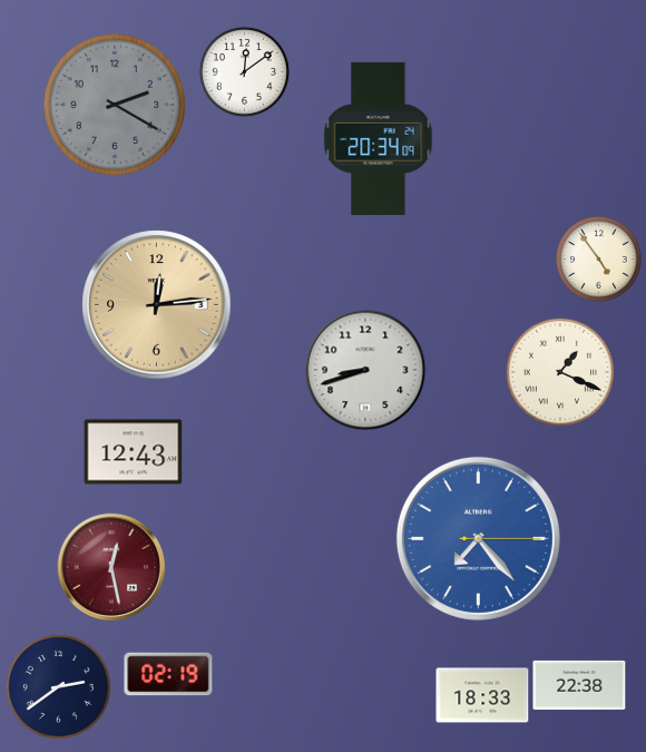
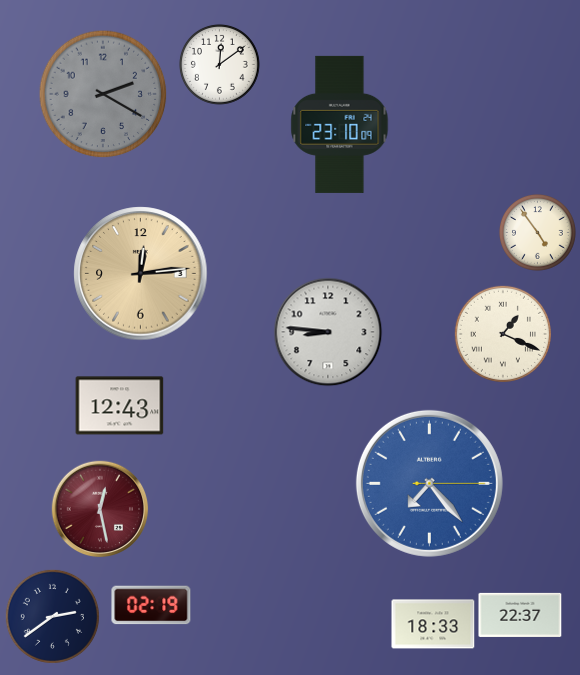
clock at (379, 138): 20:34 -> 23:10
clock at (365, 370): 8:42 -> 8:46
clock at (579, 685): 22:38 -> 22:37
